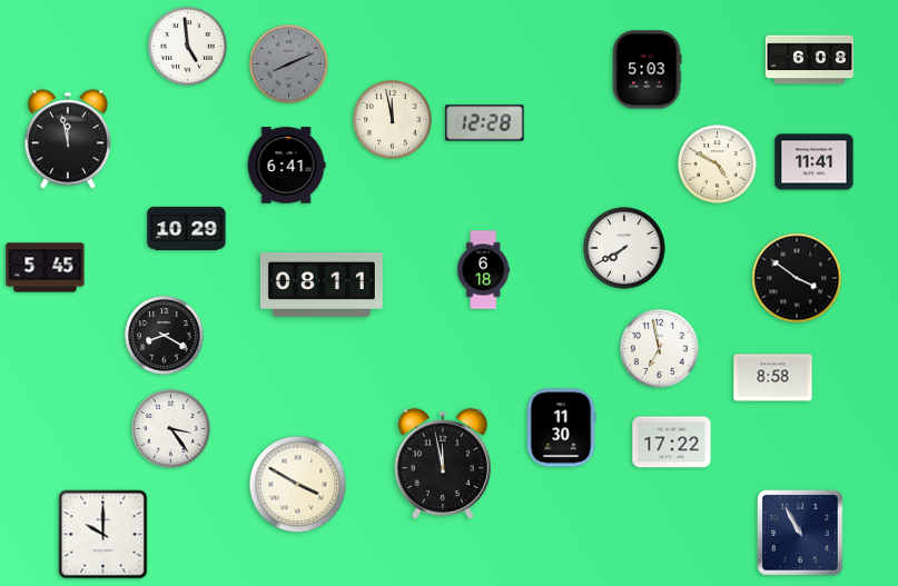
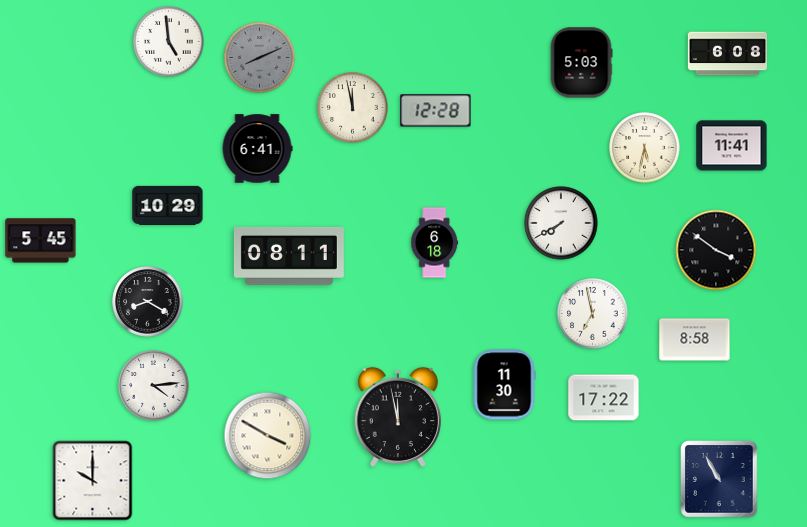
clock at (68, 139): 11:58 -> none
clock at (718, 165): 4:50 -> 5:32
clock at (171, 429): 3:24 -> 4:14
